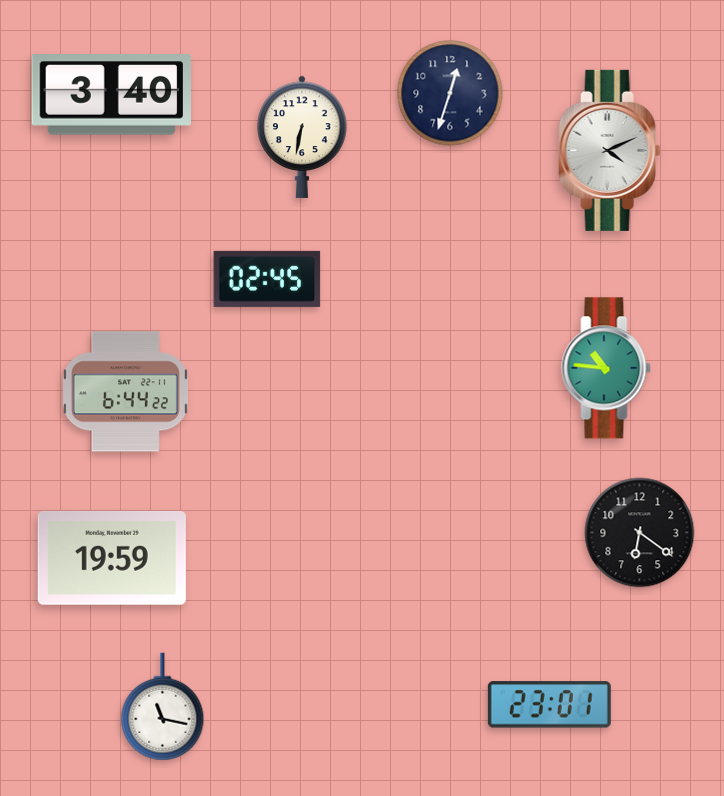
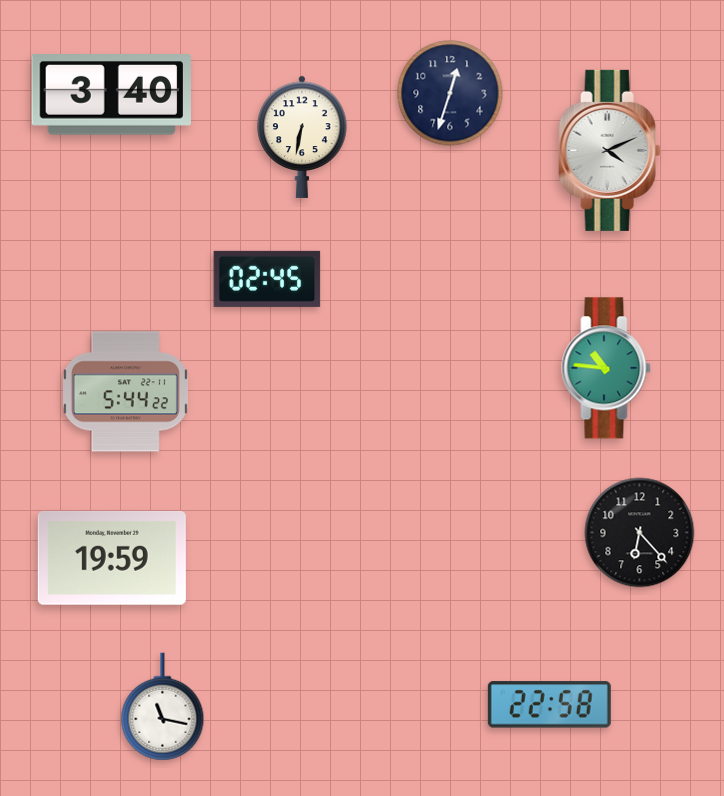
clock at (125, 392): 6:44 -> 5:44
clock at (640, 533): 6:21 -> 6:23
clock at (549, 705): 23:01 -> 22:58
